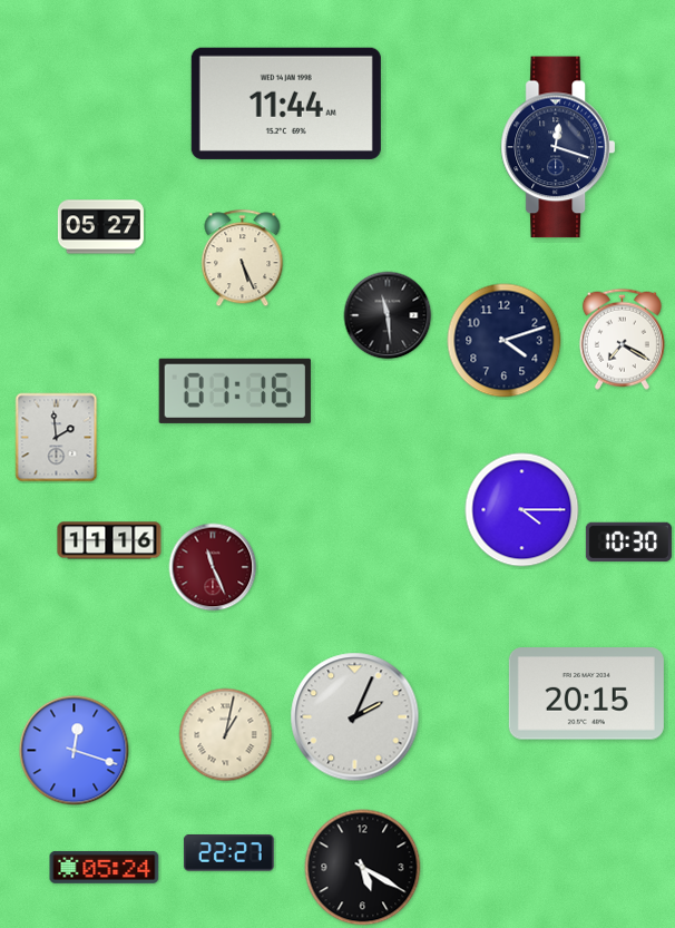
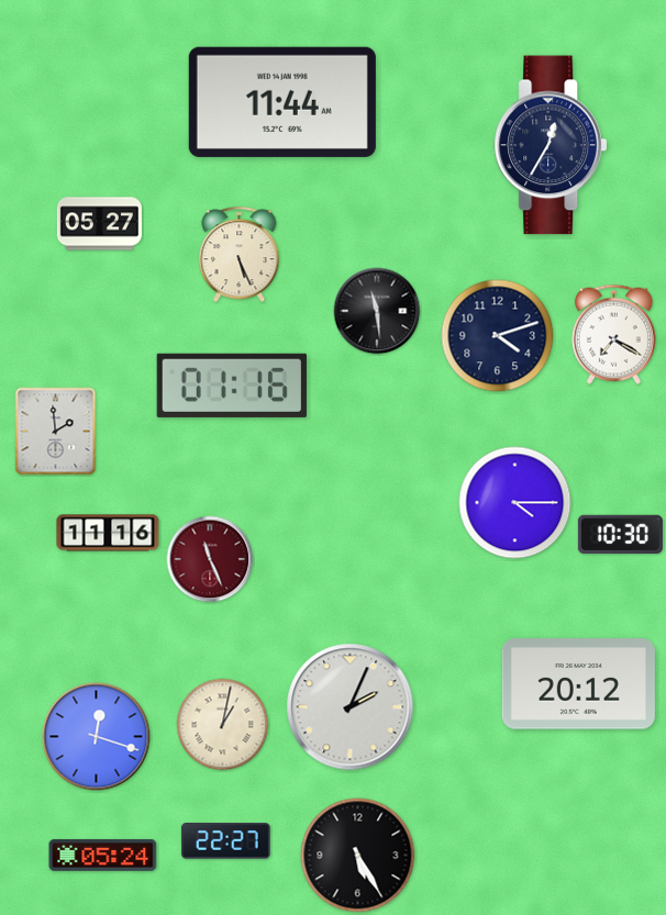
clock at (558, 147): 12:18 -> 12:35
clock at (388, 315) position: (388, 315) -> (377, 311)
clock at (586, 694): 20:15 -> 20:12
clock at (75, 751) position: (75, 751) -> (97, 737)
clock at (363, 868): 5:20 -> 5:25
